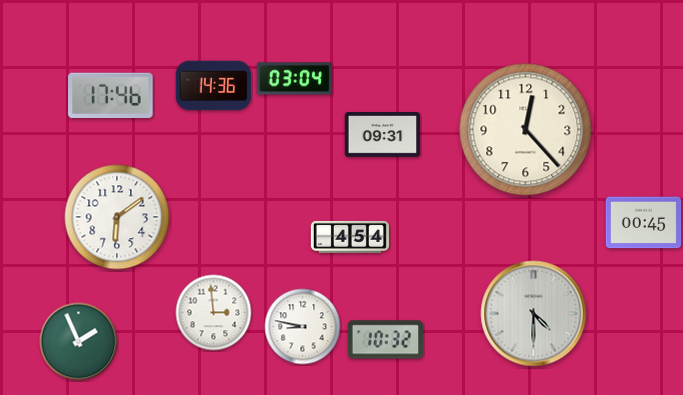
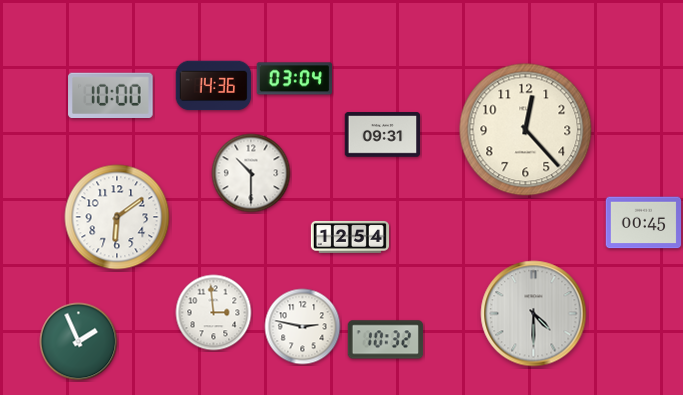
clock at (111, 95): 17:46 -> 10:00
clock at (251, 173): none -> 10:30
clock at (350, 237): 4:54 -> 12:54
clock at (303, 327): 8:47 -> 2:47
